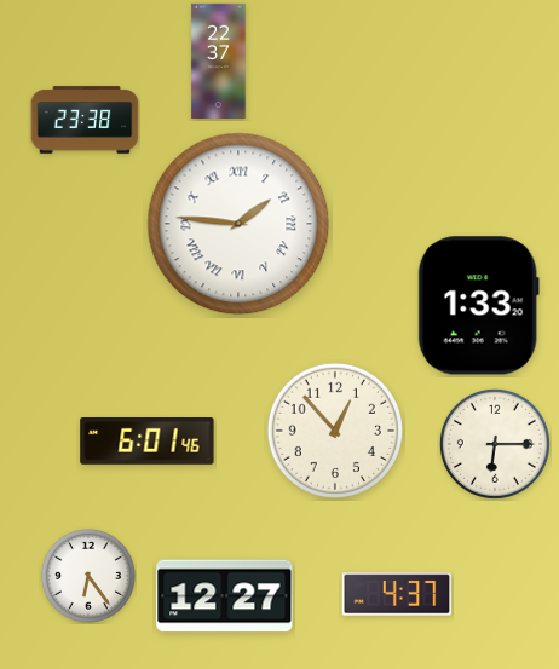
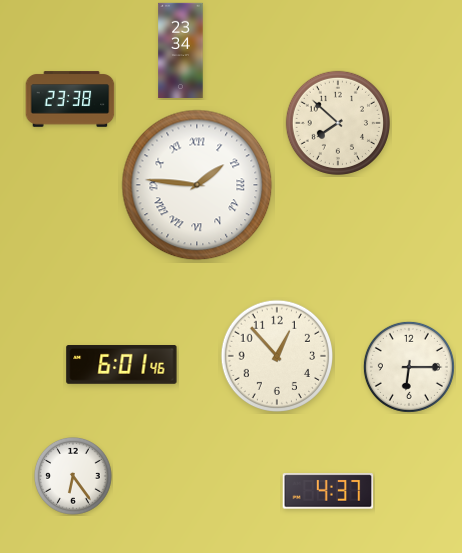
clock at (219, 60): 22:37 -> 23:34
clock at (338, 123): none -> 7:52
clock at (478, 306): 1:33 -> none
clock at (225, 596): 12:27 -> none
